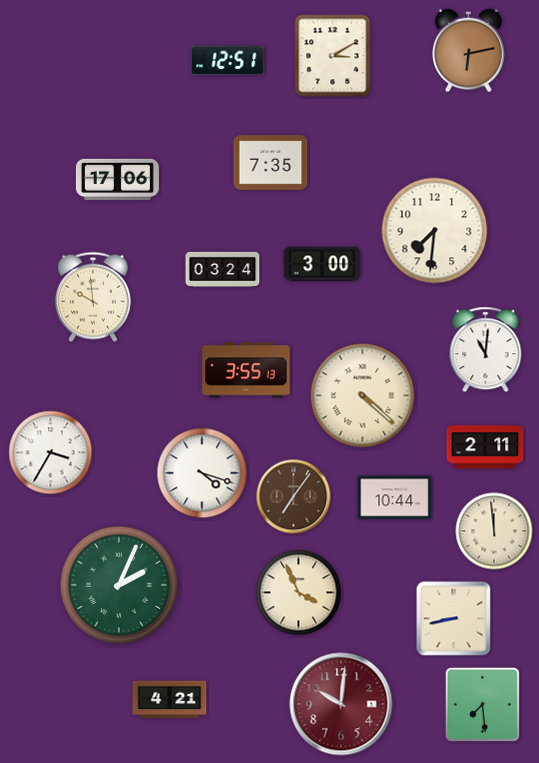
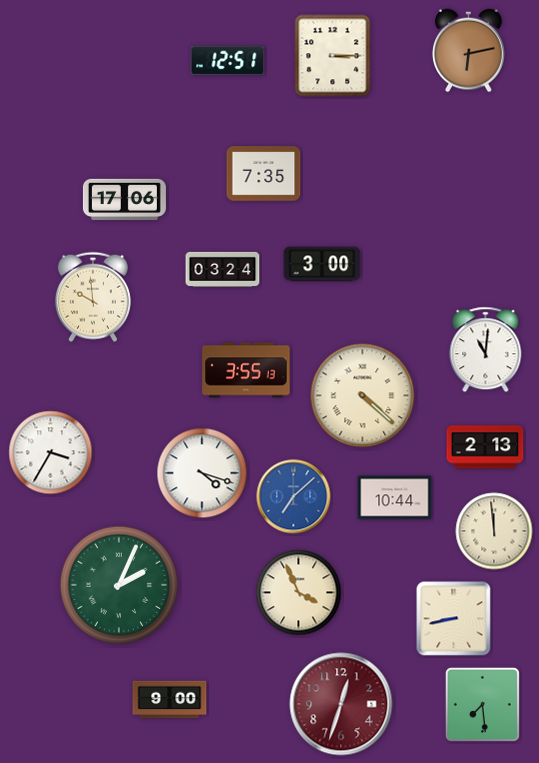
clock at (333, 56): 3:10 -> 3:15
clock at (271, 163) position: (271, 163) -> (264, 174)
clock at (117, 180) position: (117, 180) -> (124, 200)
clock at (435, 231): 7:31 -> none
clock at (485, 447): 2:11 -> 2:13
clock at (294, 497): 7:06 -> 7:08
clock at (294, 497) dial: brown -> blue
clock at (170, 700): 4:21 -> 9:00
clock at (341, 704): 10:01 -> 12:33
